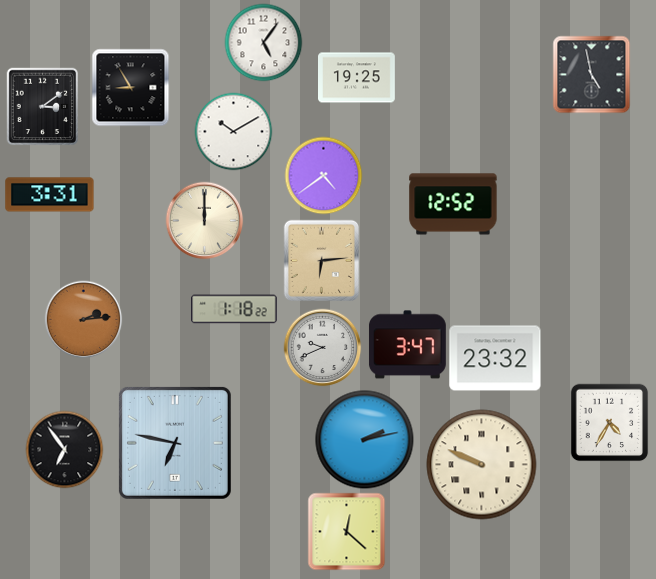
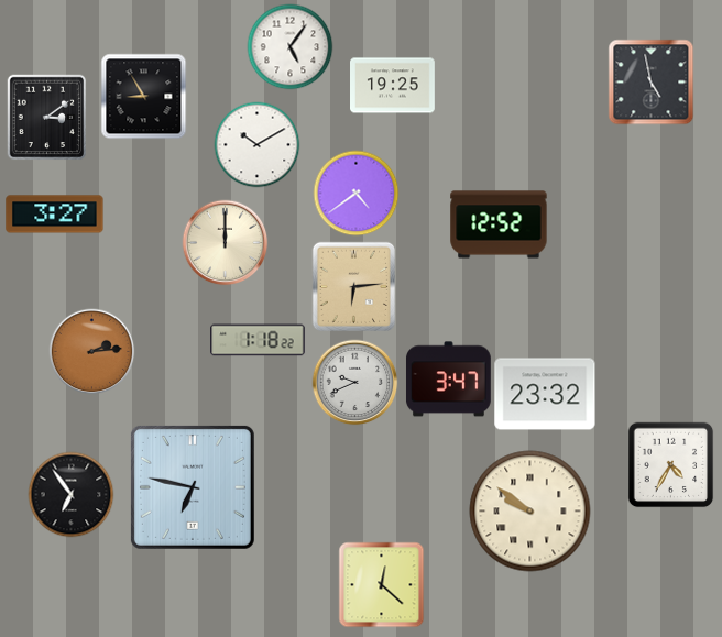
clock at (50, 195): 3:31 -> 3:27
clock at (365, 440): 2:13 -> none
clock at (482, 465): 9:49 -> 9:51
